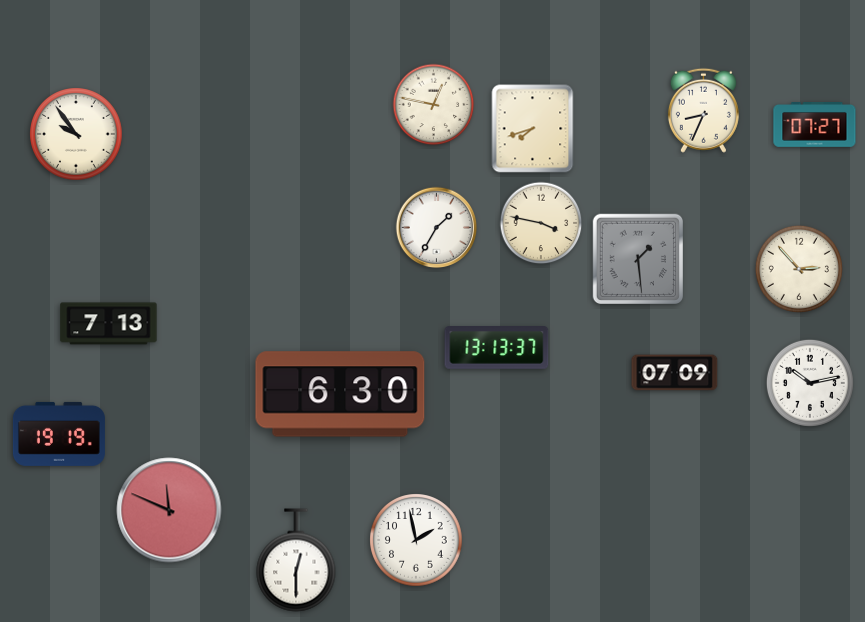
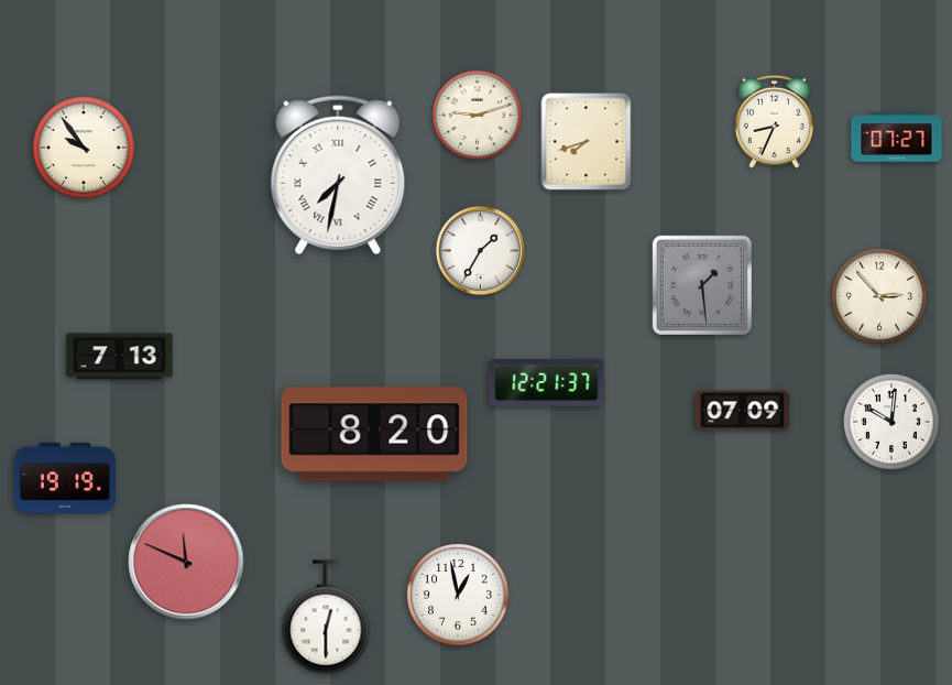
clock at (434, 105): 12:47 -> 9:12
clock at (338, 175): none -> 7:32
clock at (541, 223): 3:47 -> none
clock at (497, 348): 13:13 -> 12:21
clock at (810, 383): 10:13 -> 10:01
clock at (340, 394): 6:30 -> 8:20
clock at (416, 540): 1:58 -> 12:58
